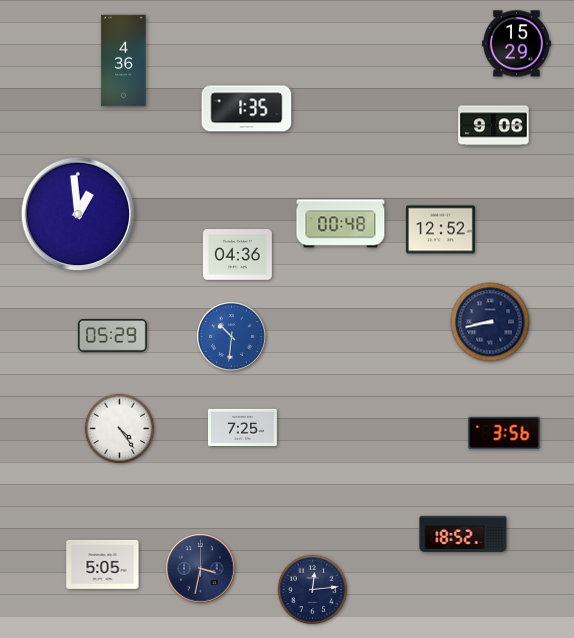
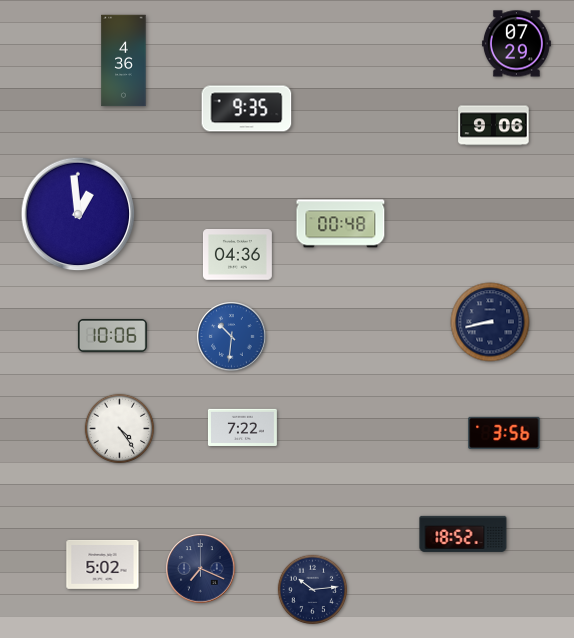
clock at (516, 44): 15:29 -> 07:29
clock at (247, 109): 1:35 -> 9:35
clock at (440, 230): 12:52 -> none
clock at (112, 335): 05:29 -> 10:06
clock at (242, 427): 7:25 -> 7:22
clock at (103, 564): 5:05 -> 5:02
clock at (201, 569): 3:32 -> 7:19
clock at (313, 590): 12:14 -> 10:14
